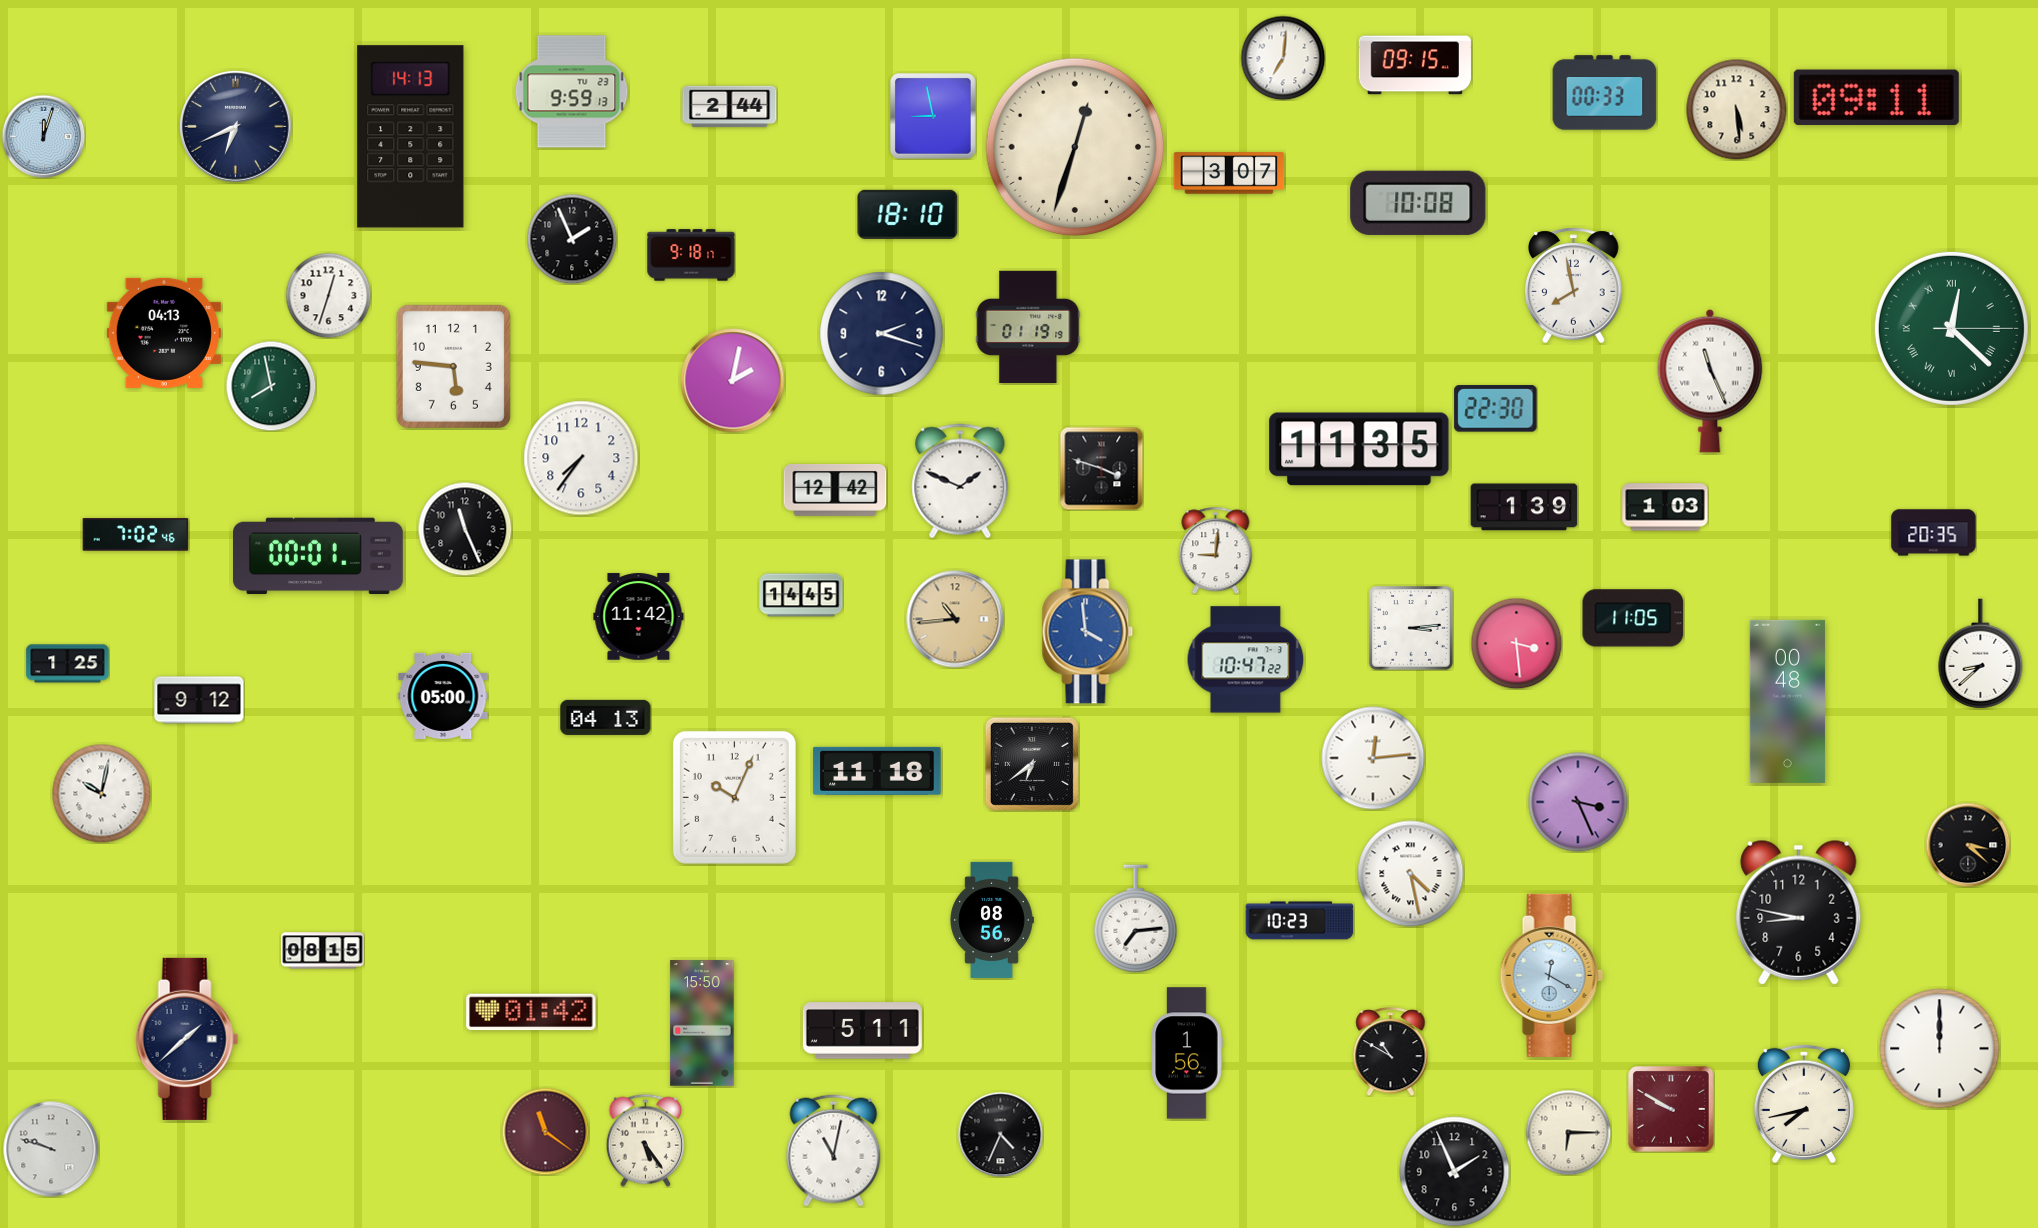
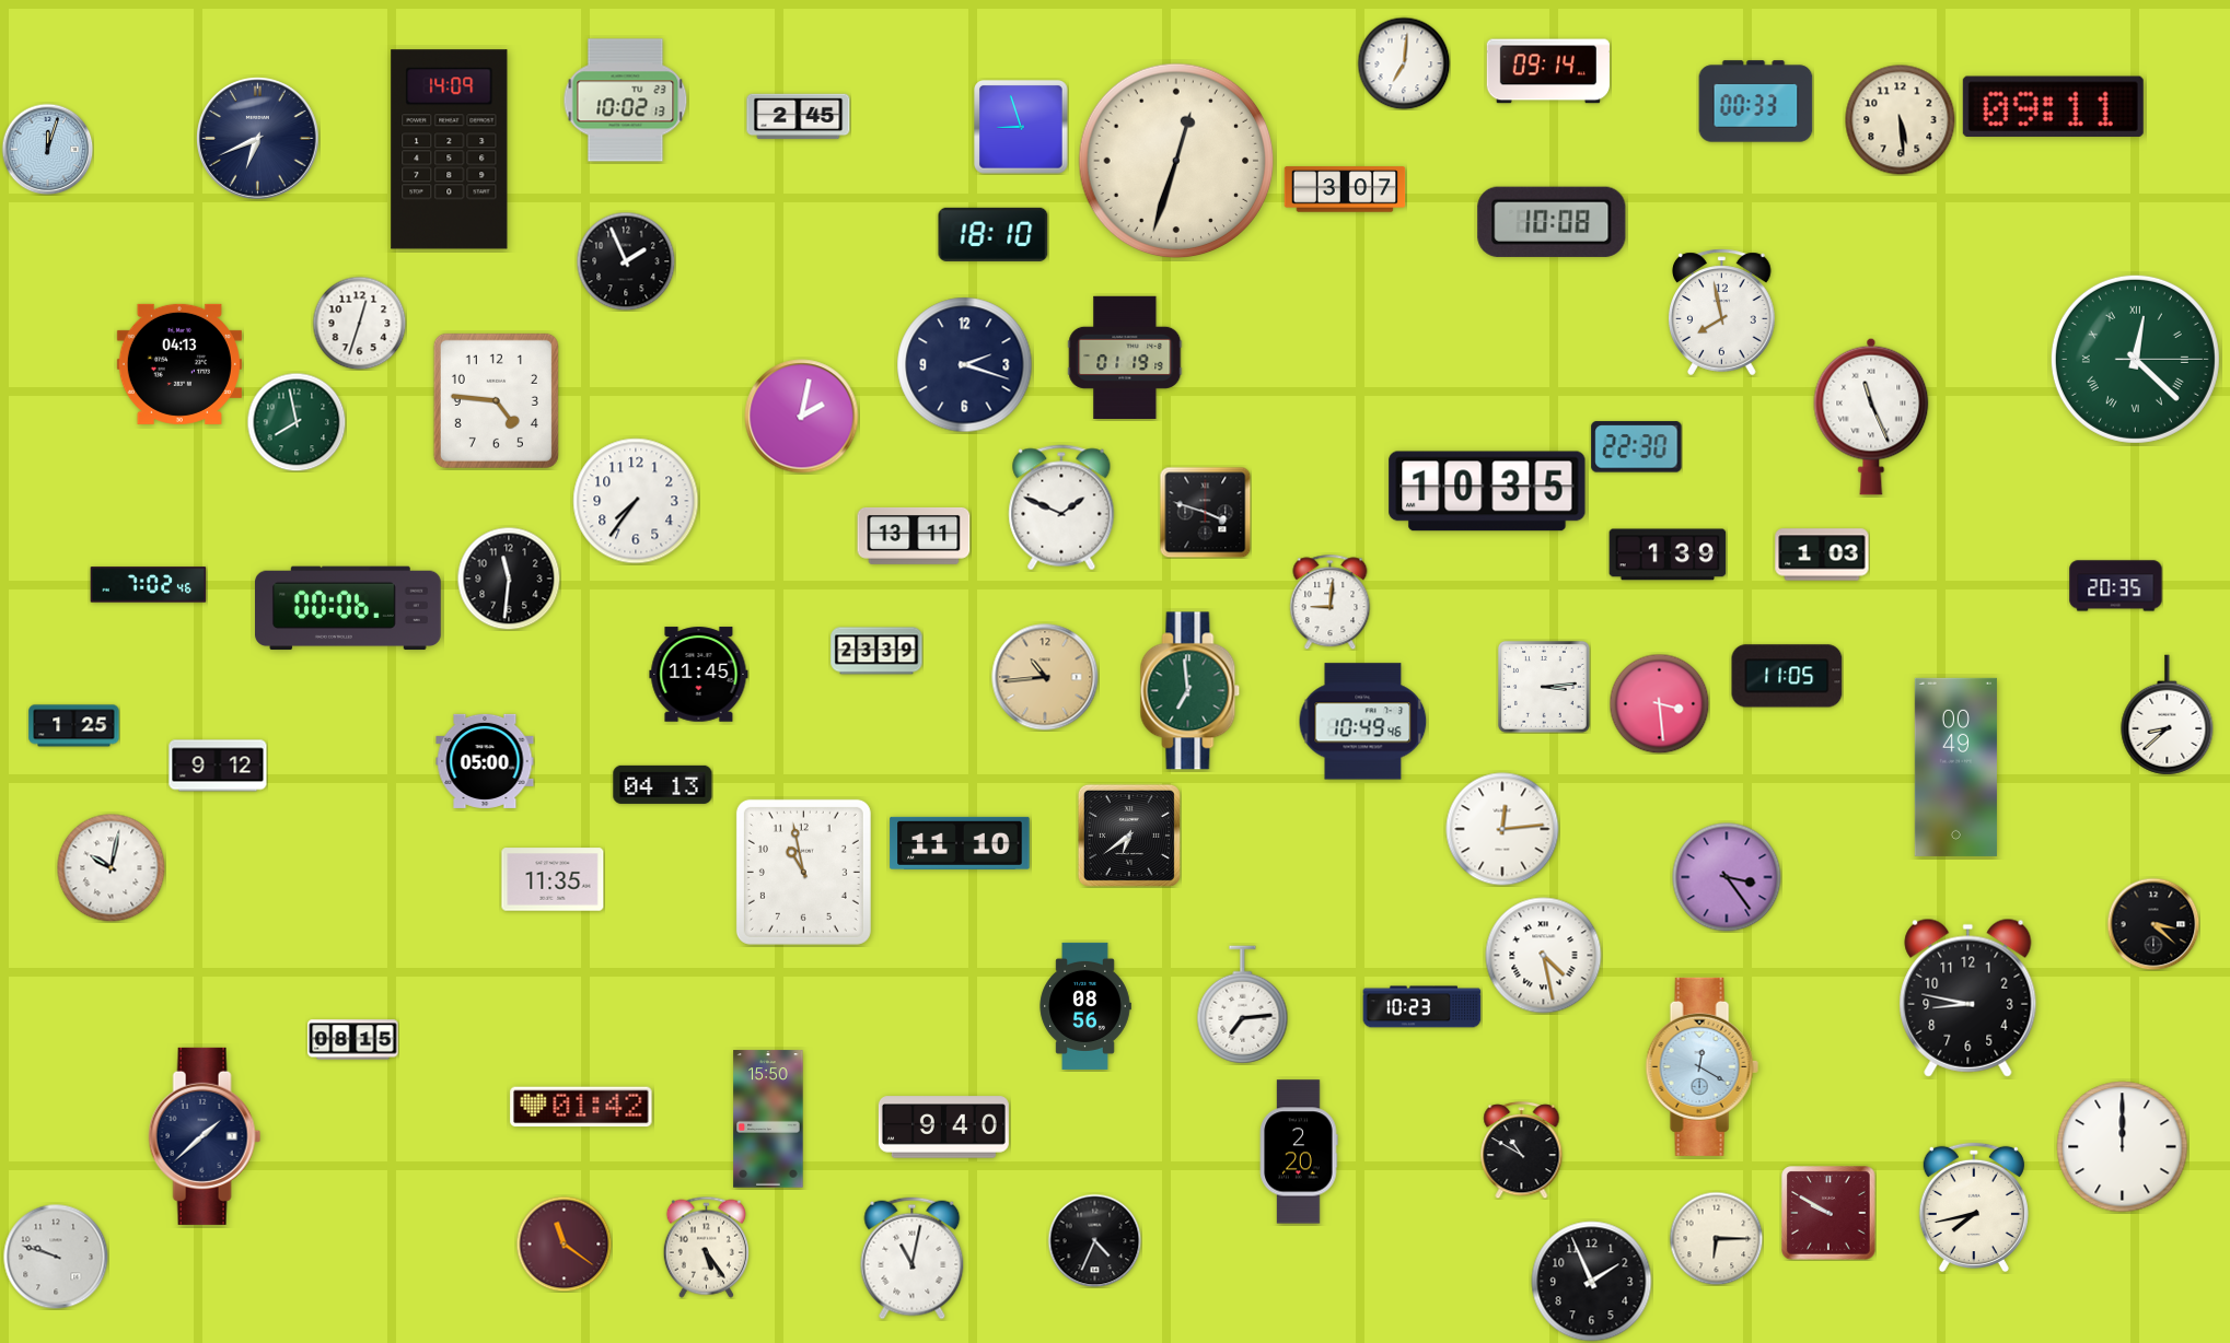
clock at (1414, 65): 09:15 -> 09:14
clock at (572, 92): 9:59 -> 10:02
clock at (730, 107): 2:44 -> 2:45
clock at (933, 116): 8:58 -> 8:57
clock at (411, 137): 14:13 -> 14:09
clock at (691, 255): 9:18 -> none
clock at (453, 366): 5:46 -> 4:46
clock at (1359, 449): 11:35 -> 10:35
clock at (960, 481) position: (960, 481) -> (1061, 507)
clock at (835, 490): 12:42 -> 13:11
clock at (465, 529): 11:26 -> 11:31
clock at (1934, 533) position: (1934, 533) -> (2116, 586)
clock at (319, 556): 00:01 -> 00:06
clock at (801, 595): 14:45 -> 23:39
clock at (639, 617): 11:42 -> 11:45
clock at (1088, 632): 3:59 -> 6:59
clock at (1088, 632) dial: blue -> green
clock at (1246, 660): 10:47 -> 10:49
clock at (1787, 701): 00:48 -> 00:49
clock at (877, 771): 11:18 -> 11:10
clock at (734, 797): 10:04 -> 10:58
clock at (1578, 802): 3:26 -> 3:24
clock at (553, 879): none -> 11:35
clock at (1551, 975) position: (1551, 975) -> (1701, 1066)
clock at (862, 1031): 5:11 -> 9:40
clock at (1187, 1053): 1:56 -> 2:20
clock at (545, 1131) position: (545, 1131) -> (564, 1243)
